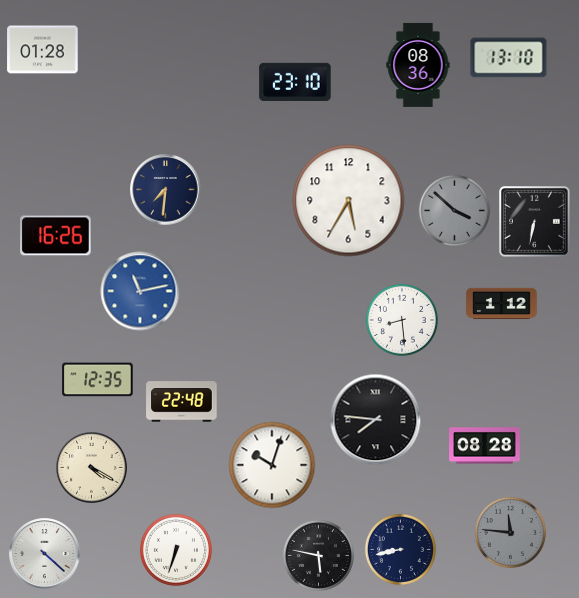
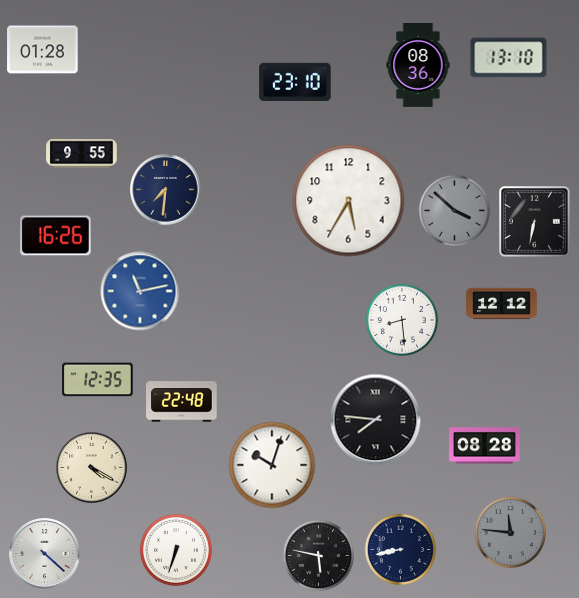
clock at (82, 154): none -> 9:55
clock at (502, 304): 1:12 -> 12:12
